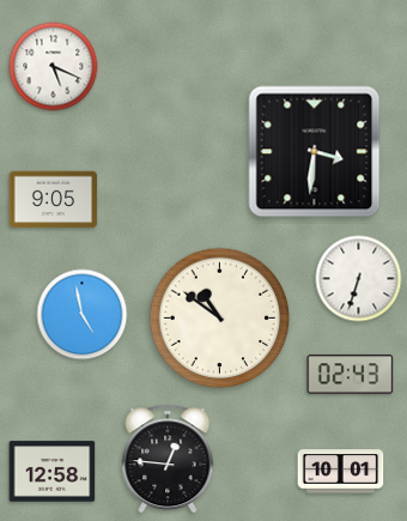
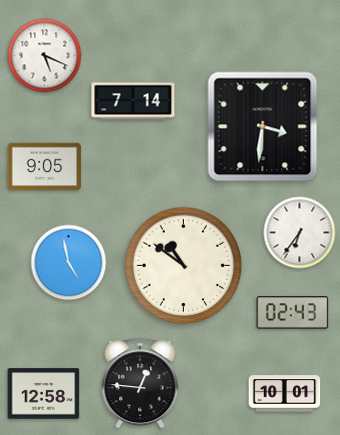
clock at (133, 101): none -> 7:14
clock at (359, 279): 6:33 -> 6:36
